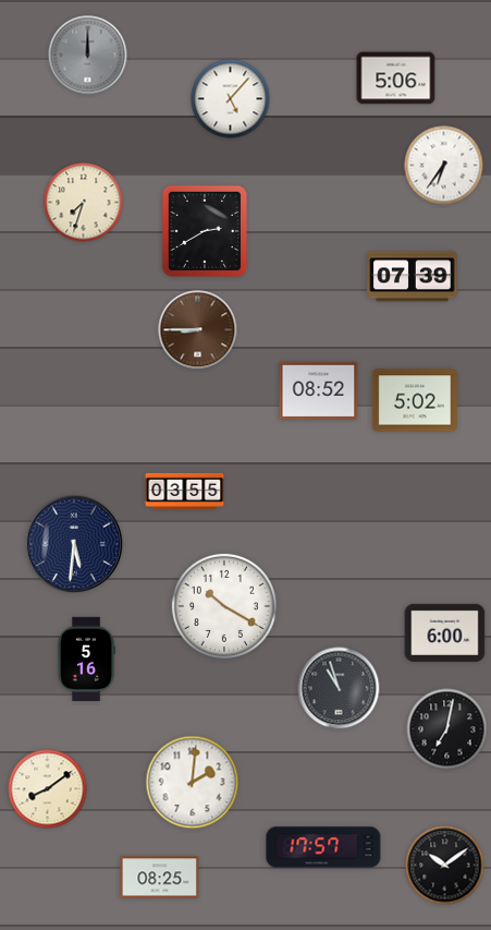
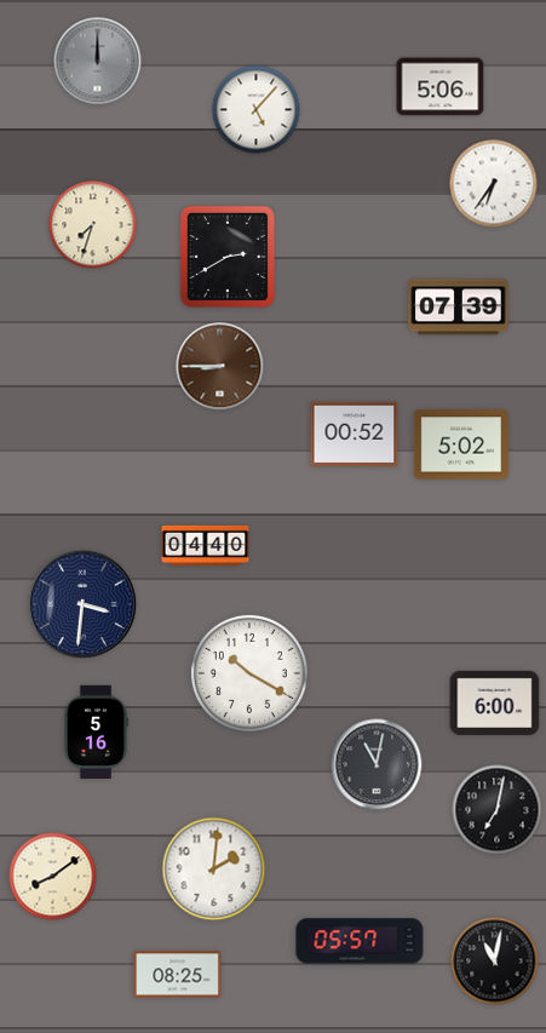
clock at (319, 390): 08:52 -> 00:52
clock at (185, 491): 03:55 -> 04:40
clock at (74, 544): 5:31 -> 3:31
clock at (339, 688): 10:57 -> 11:02
clock at (323, 847): 17:57 -> 05:57
clock at (445, 866): 10:09 -> 11:02
